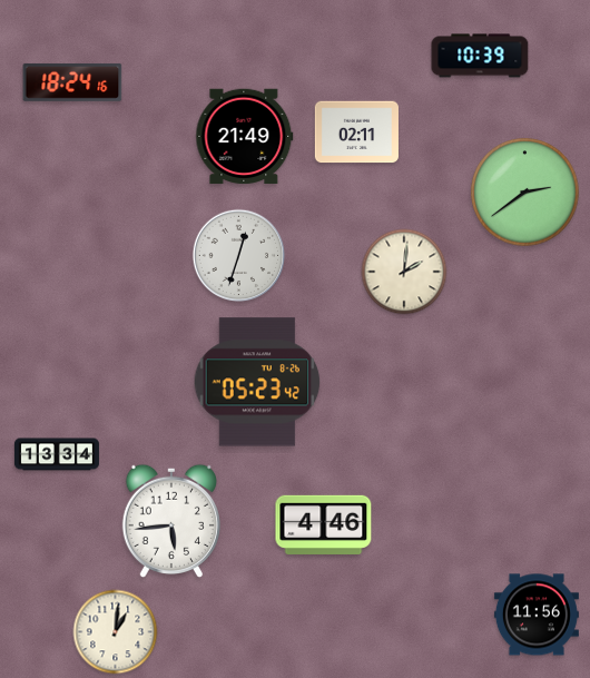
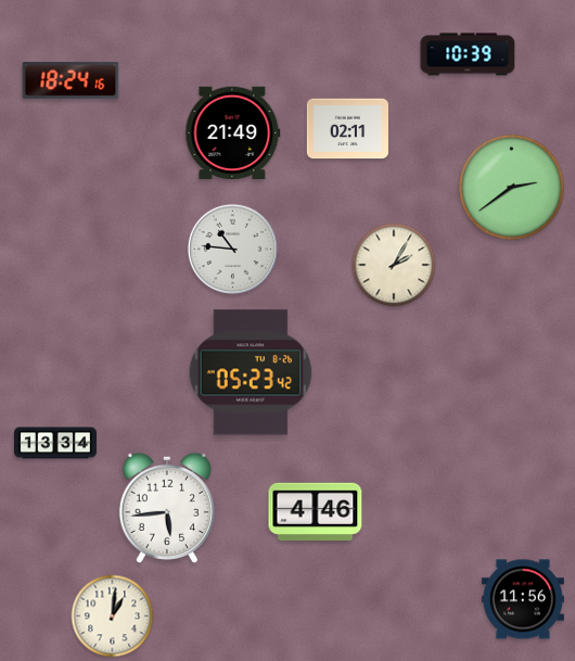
clock at (245, 137) position: (245, 137) -> (233, 134)
clock at (239, 256): 12:33 -> 10:46
clock at (404, 272): 2:01 -> 2:05
